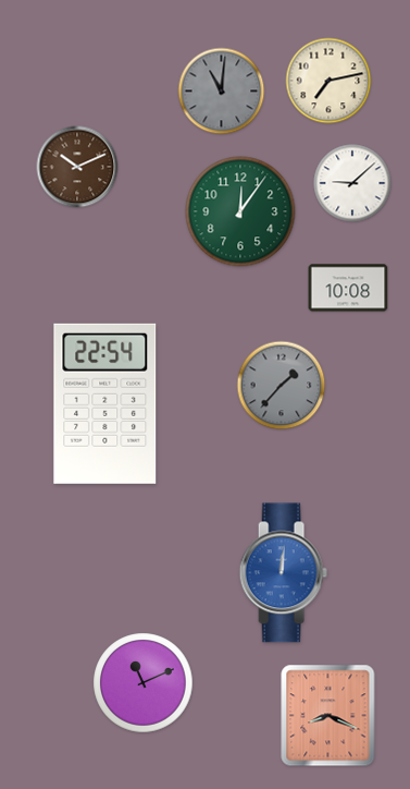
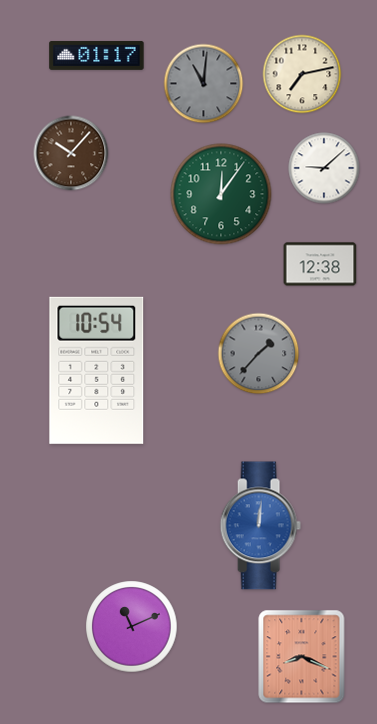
clock at (97, 55): none -> 01:17
clock at (77, 167): 10:11 -> 10:07
clock at (348, 288): 10:08 -> 12:38
clock at (105, 403): 22:54 -> 10:54
